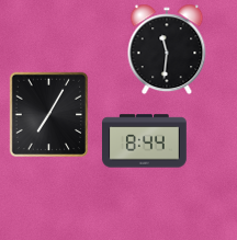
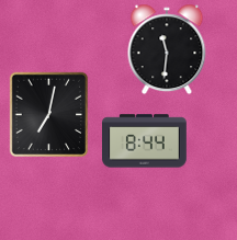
clock at (49, 114): 7:05 -> 7:02
